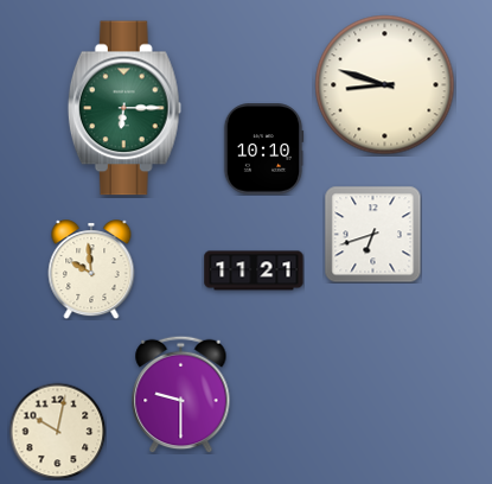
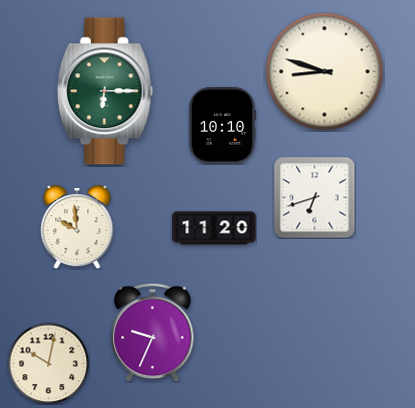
clock at (254, 270): 11:21 -> 11:20
clock at (181, 394): 9:30 -> 9:34
